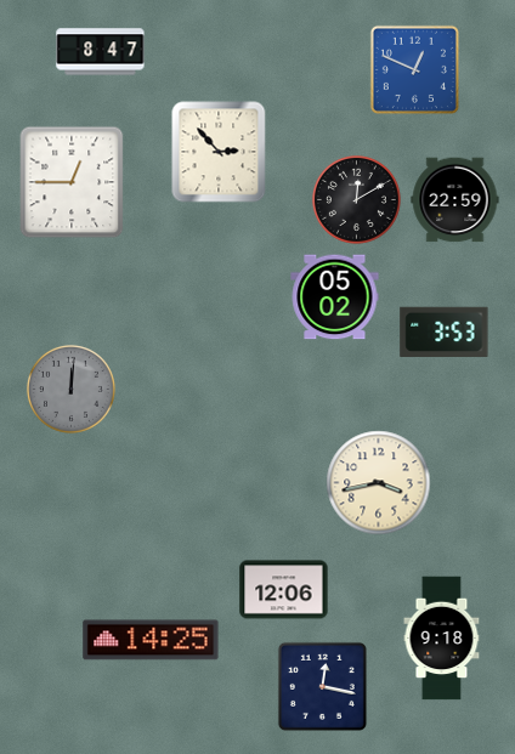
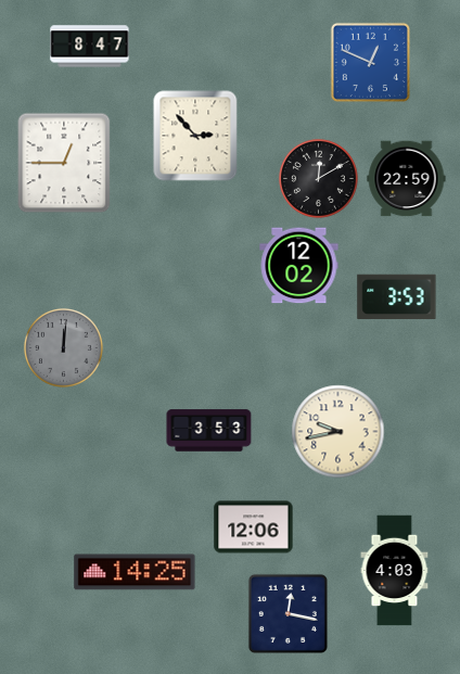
clock at (335, 297): 05:02 -> 12:02
clock at (209, 431): none -> 3:53
clock at (379, 483): 3:43 -> 9:43
clock at (442, 639): 9:18 -> 4:03
